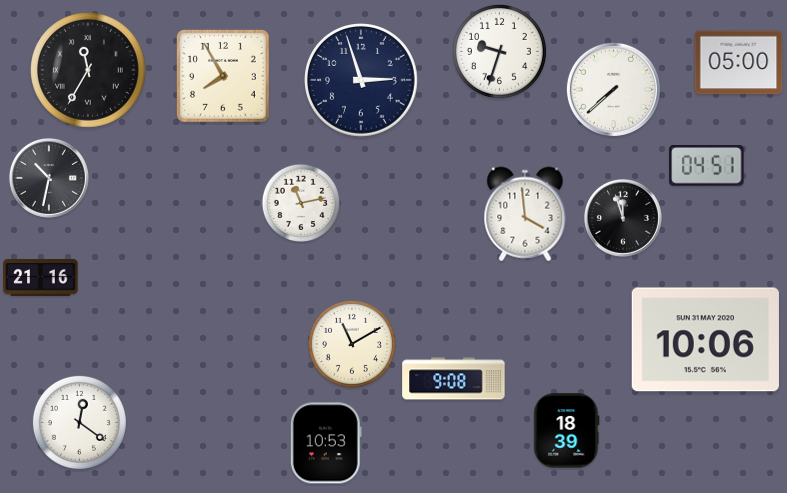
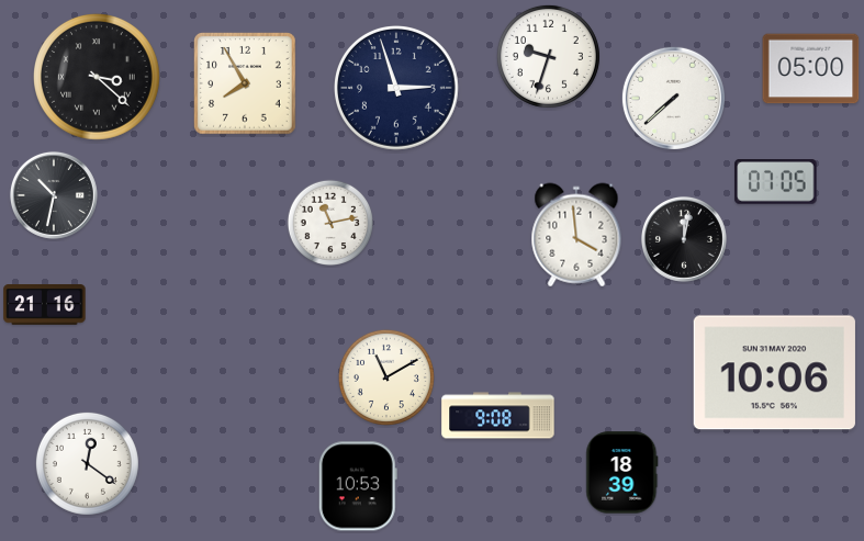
clock at (89, 71): 11:35 -> 3:22
clock at (707, 166): 04:51 -> 07:05
clock at (623, 218): 11:57 -> 12:02
